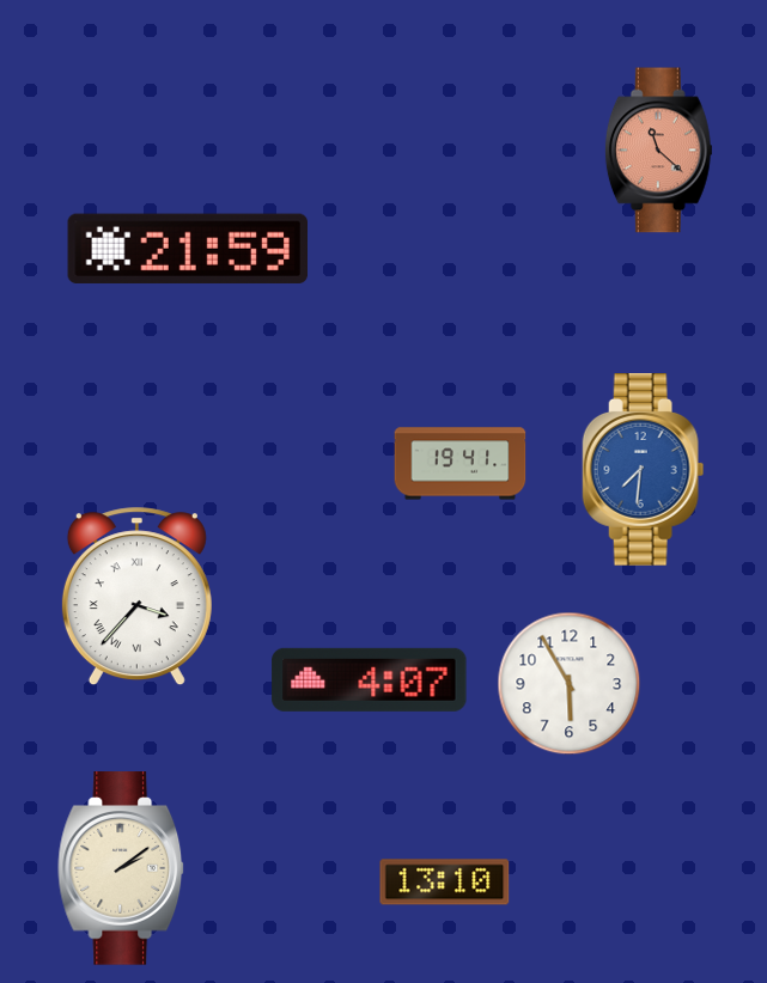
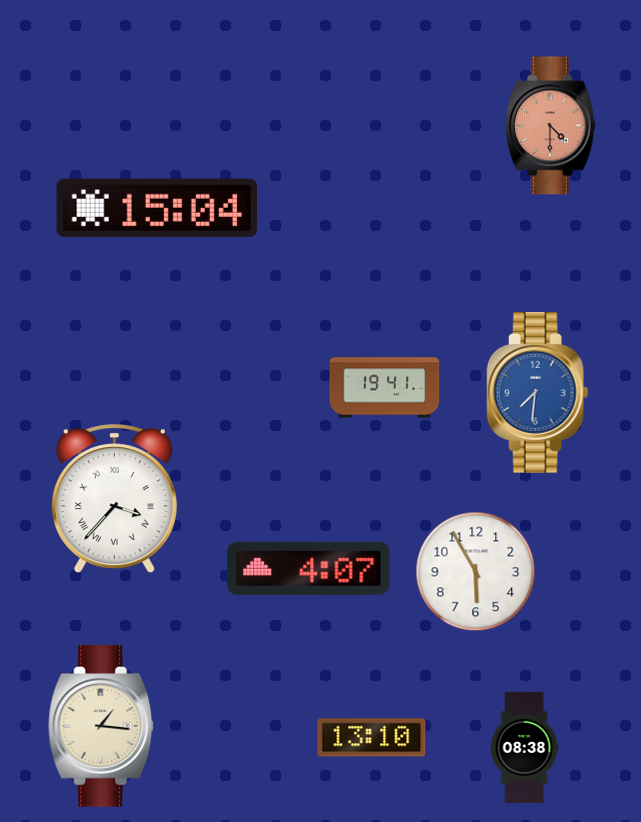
clock at (658, 151): 11:22 -> 4:30
clock at (187, 249): 21:59 -> 15:04
clock at (122, 868): 2:09 -> 1:16
clock at (524, 748): none -> 08:38
